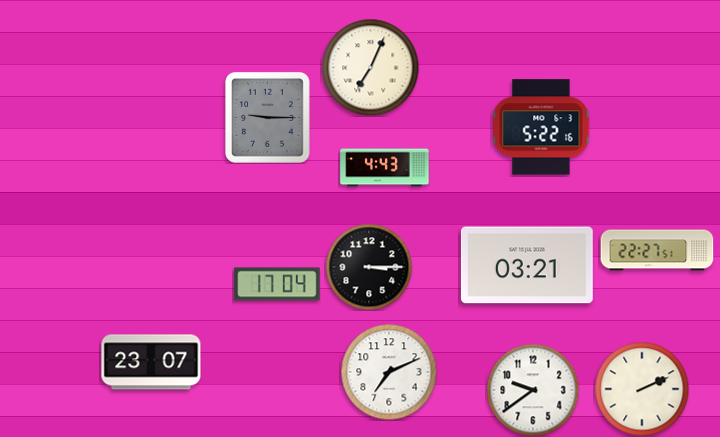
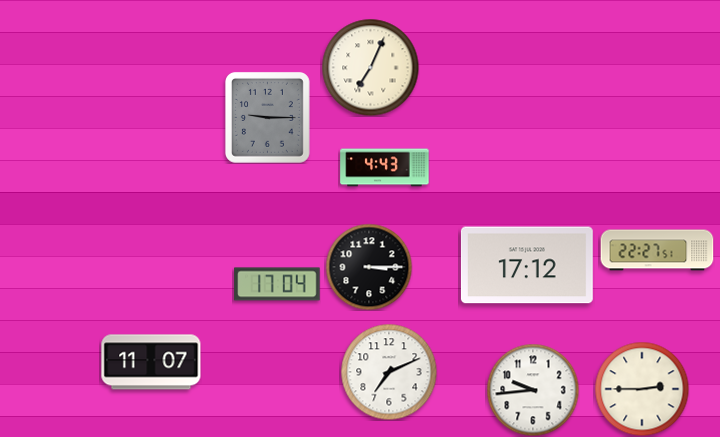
clock at (541, 127): 5:22 -> none
clock at (527, 265): 03:21 -> 17:12
clock at (151, 362): 23:07 -> 11:07
clock at (642, 389): 2:11 -> 2:45
clock at (533, 390): 9:39 -> 9:44
